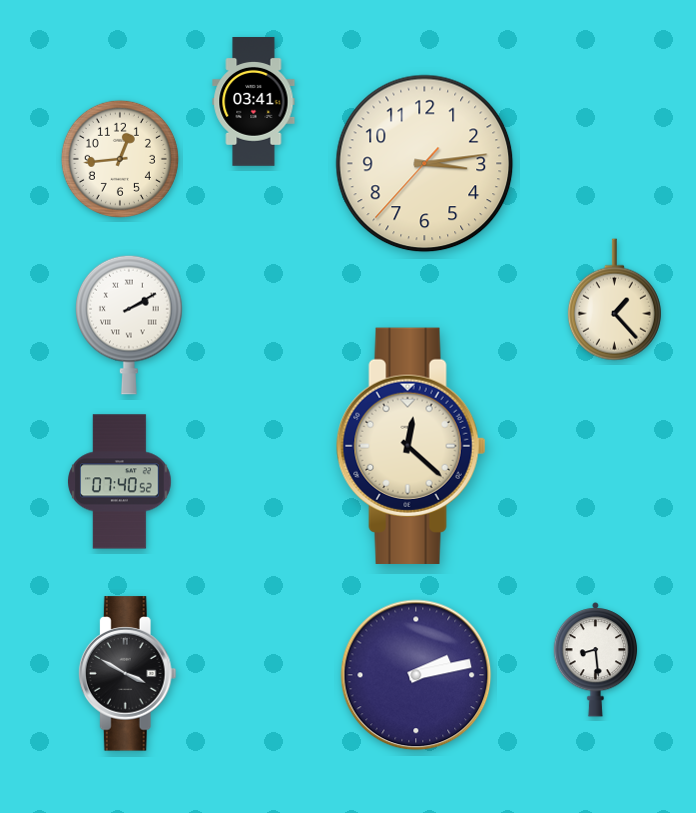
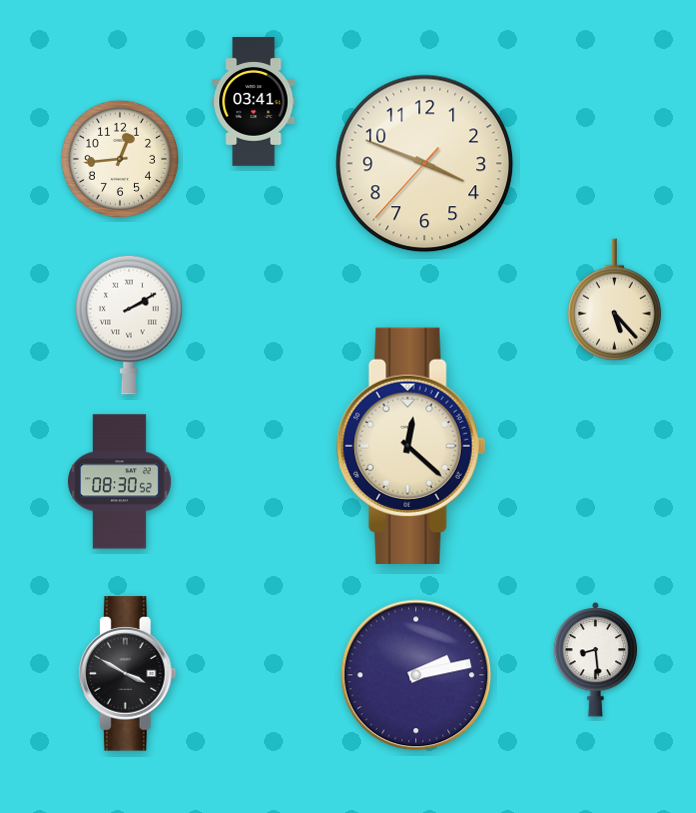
clock at (425, 164): 3:13 -> 3:48
clock at (614, 300): 1:23 -> 5:23
clock at (120, 482): 07:40 -> 08:30
